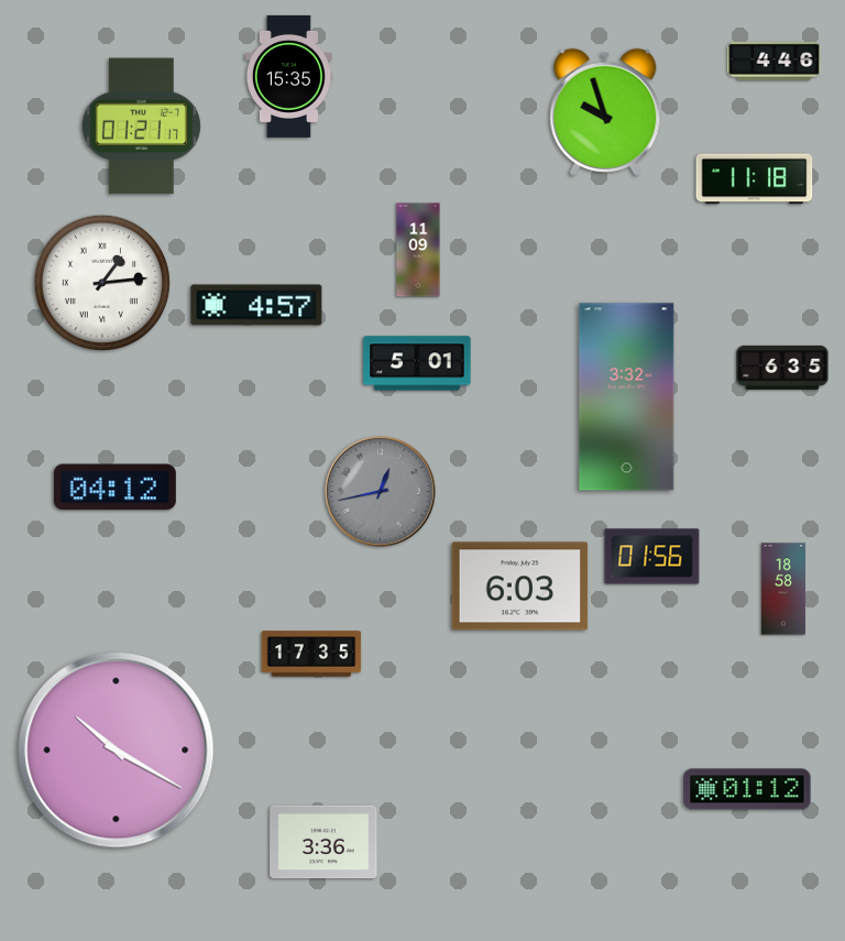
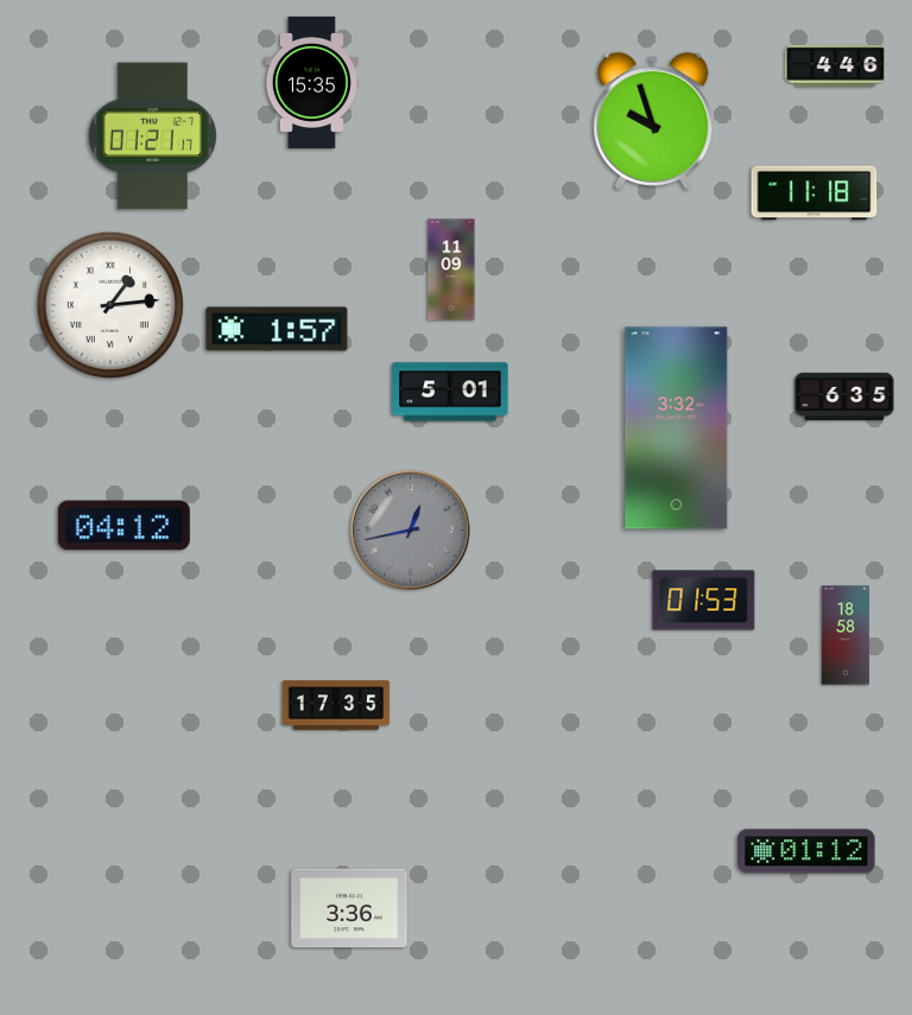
clock at (256, 305): 4:57 -> 1:57
clock at (652, 557): 01:56 -> 01:53
clock at (520, 587): 6:03 -> none
clock at (117, 751): 10:20 -> none
